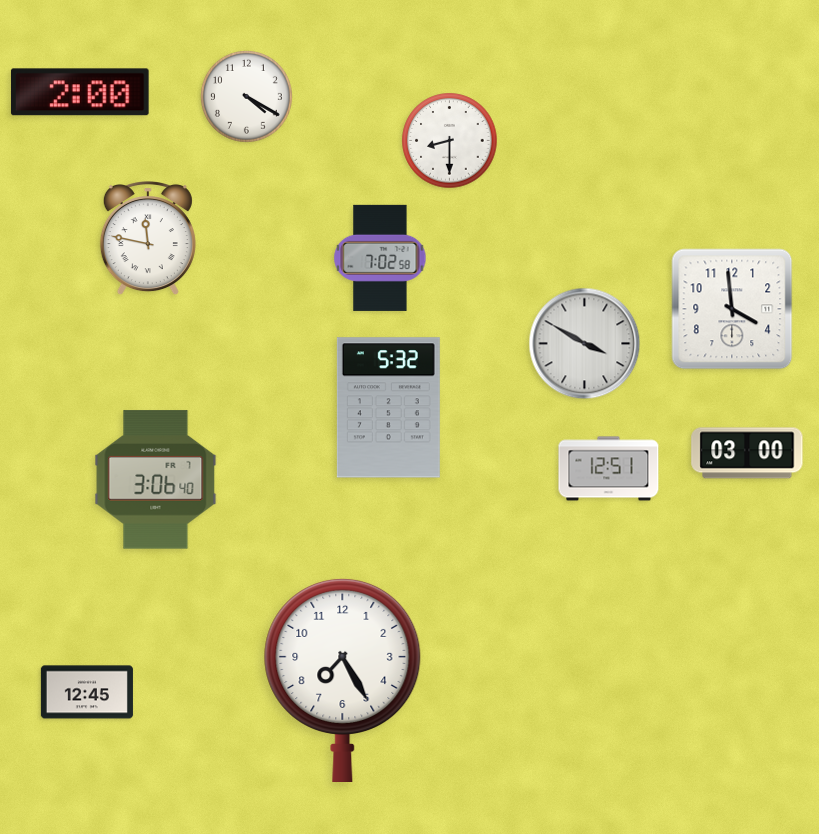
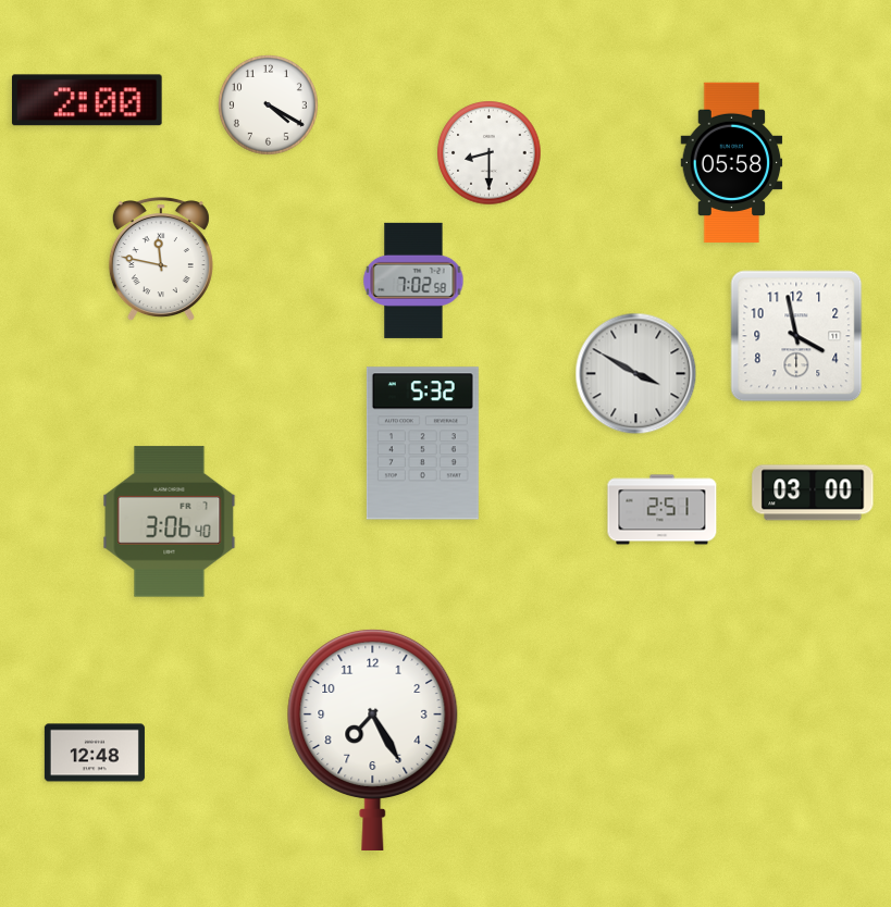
clock at (732, 163): none -> 05:58
clock at (732, 309): 3:59 -> 3:58
clock at (609, 469): 12:51 -> 2:51
clock at (87, 692): 12:45 -> 12:48
